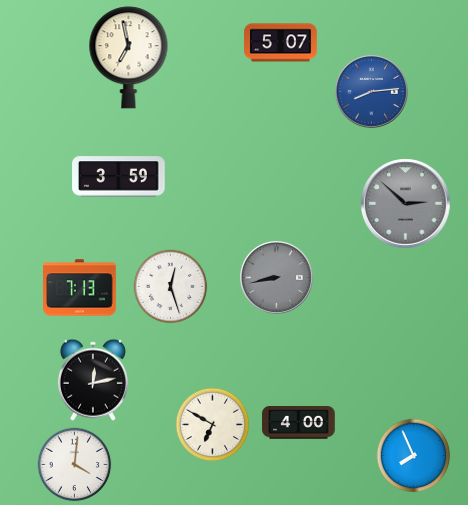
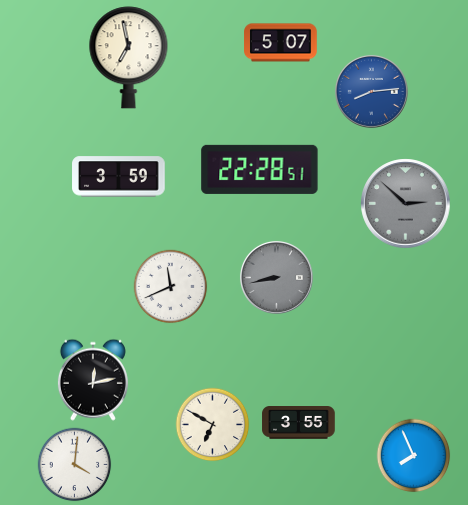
clock at (260, 169): none -> 22:28
clock at (171, 287): 12:27 -> 11:41
clock at (80, 288): 7:13 -> none
clock at (299, 423): 4:00 -> 3:55
